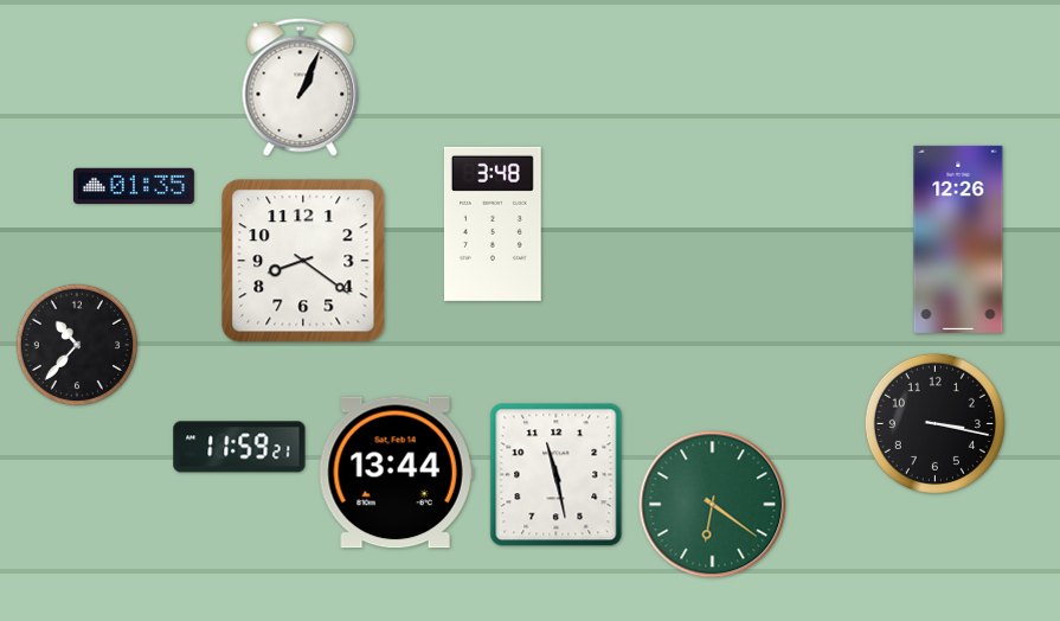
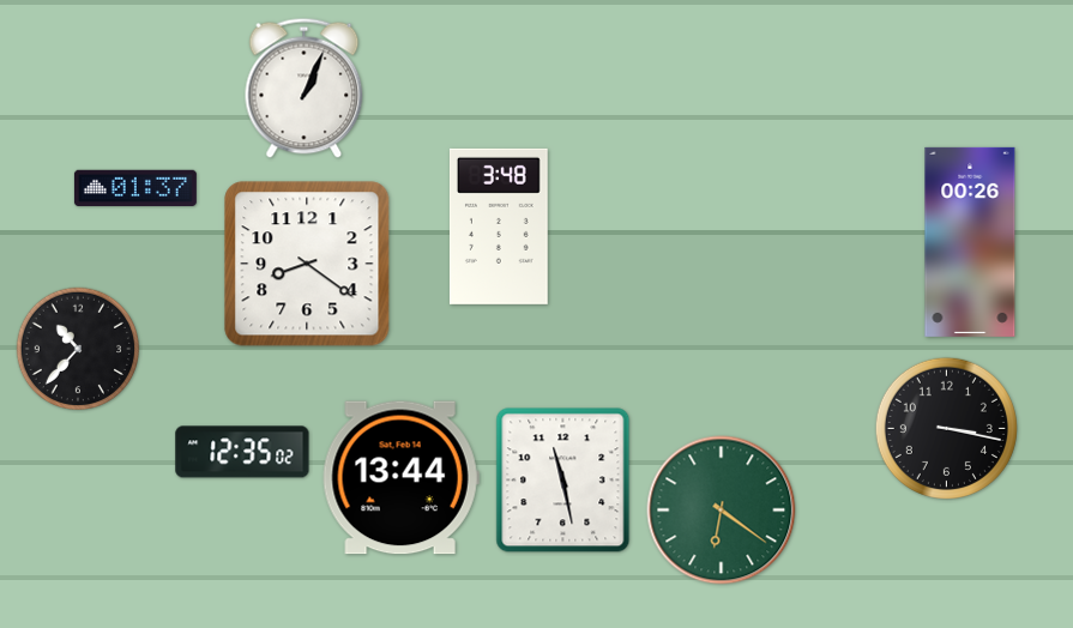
clock at (134, 185): 01:35 -> 01:37
clock at (958, 239): 12:26 -> 00:26
clock at (239, 447): 11:59 -> 12:35
